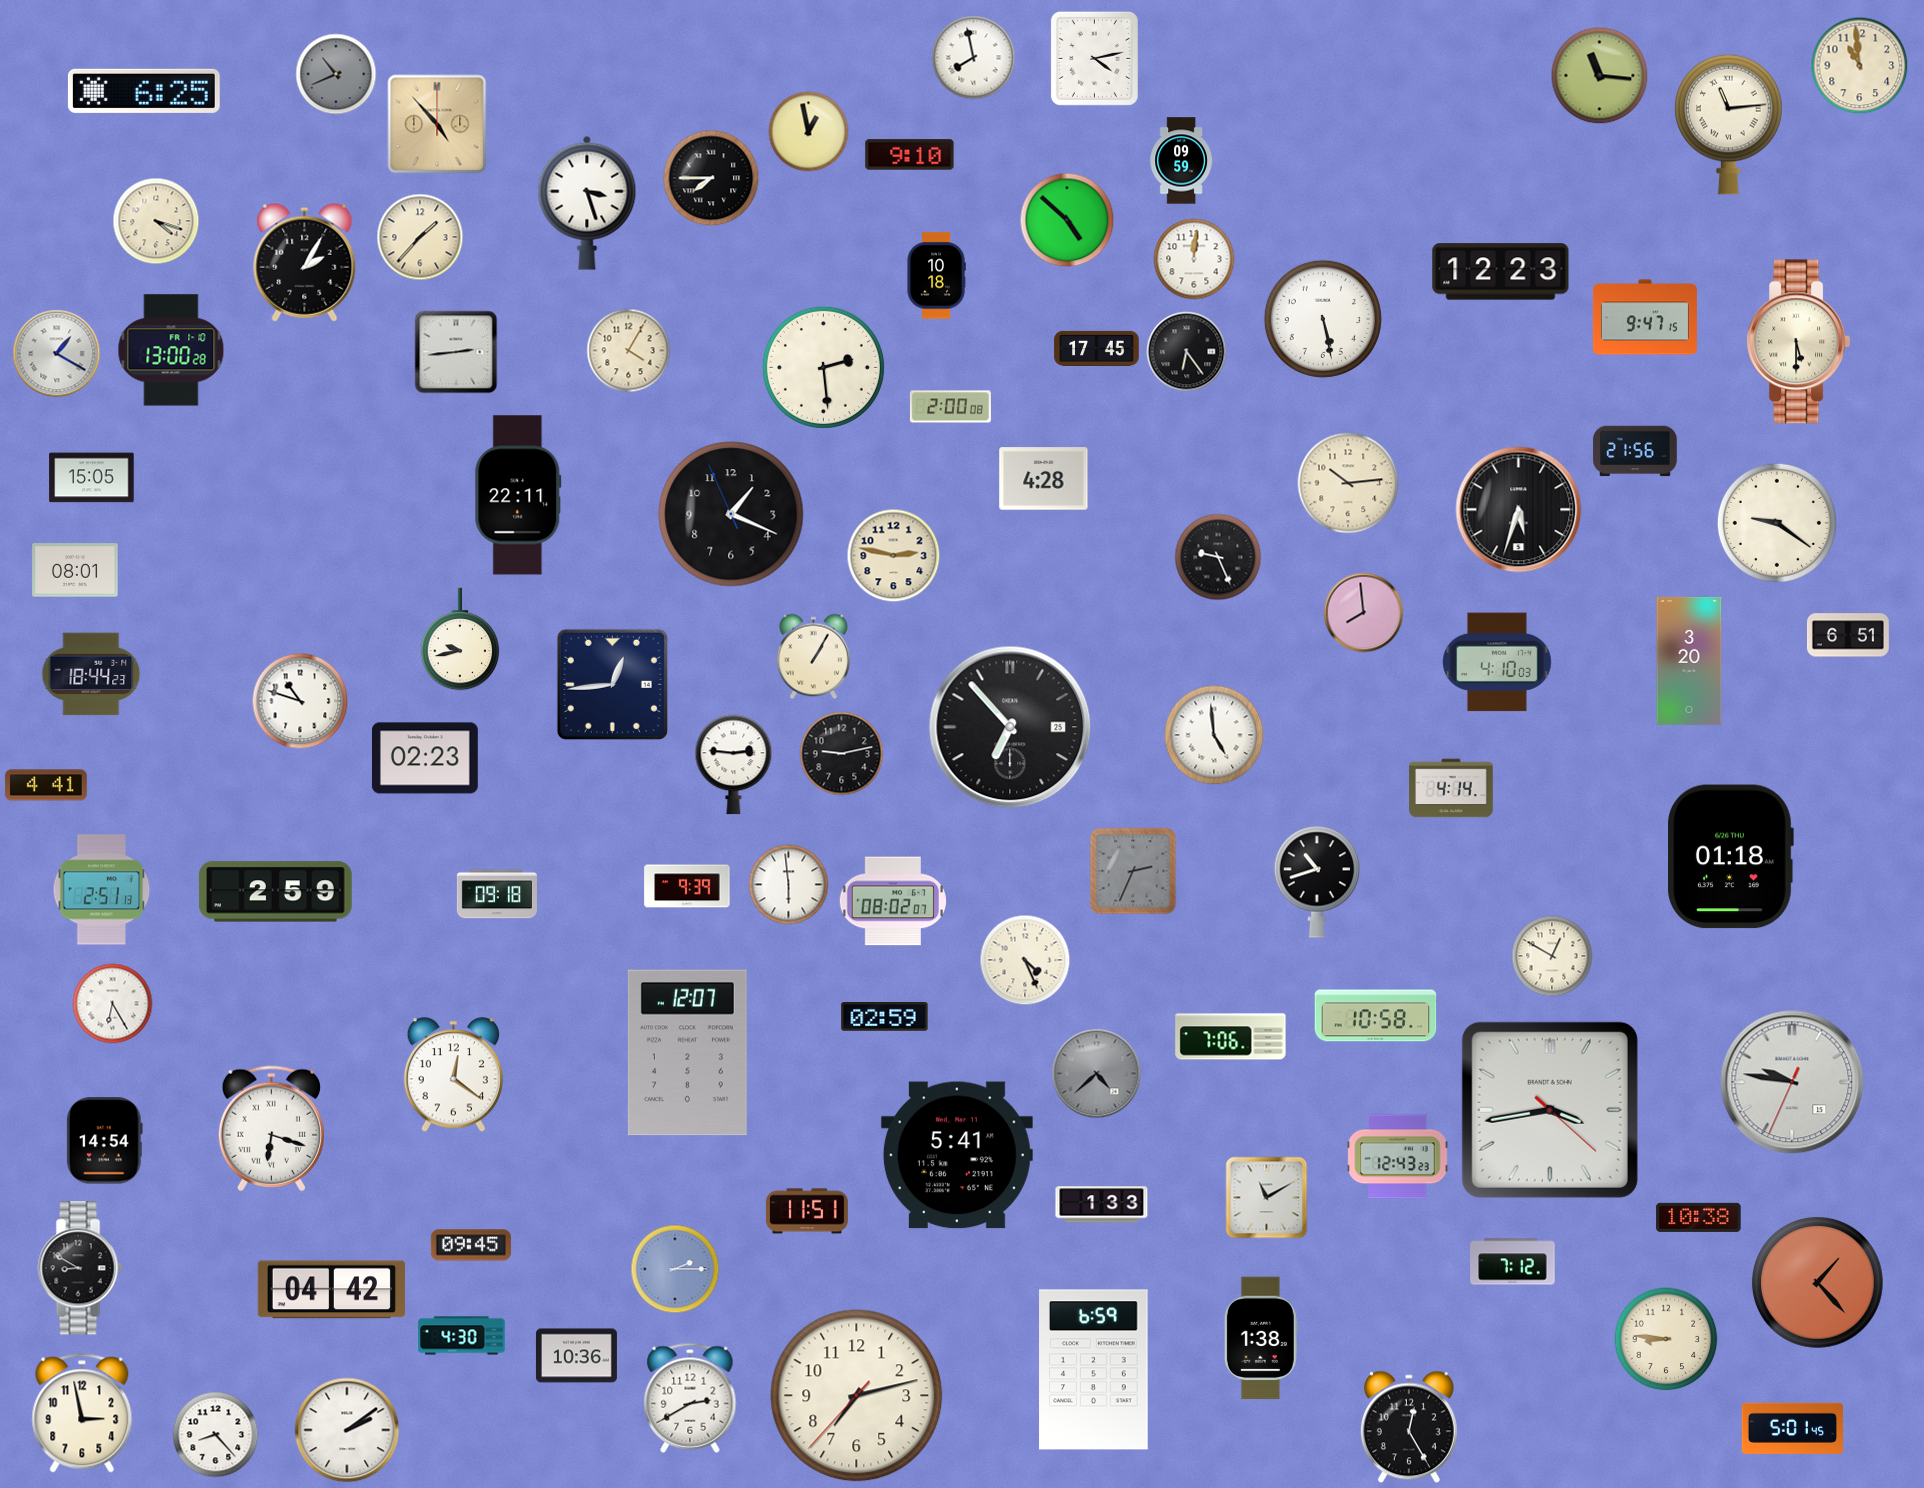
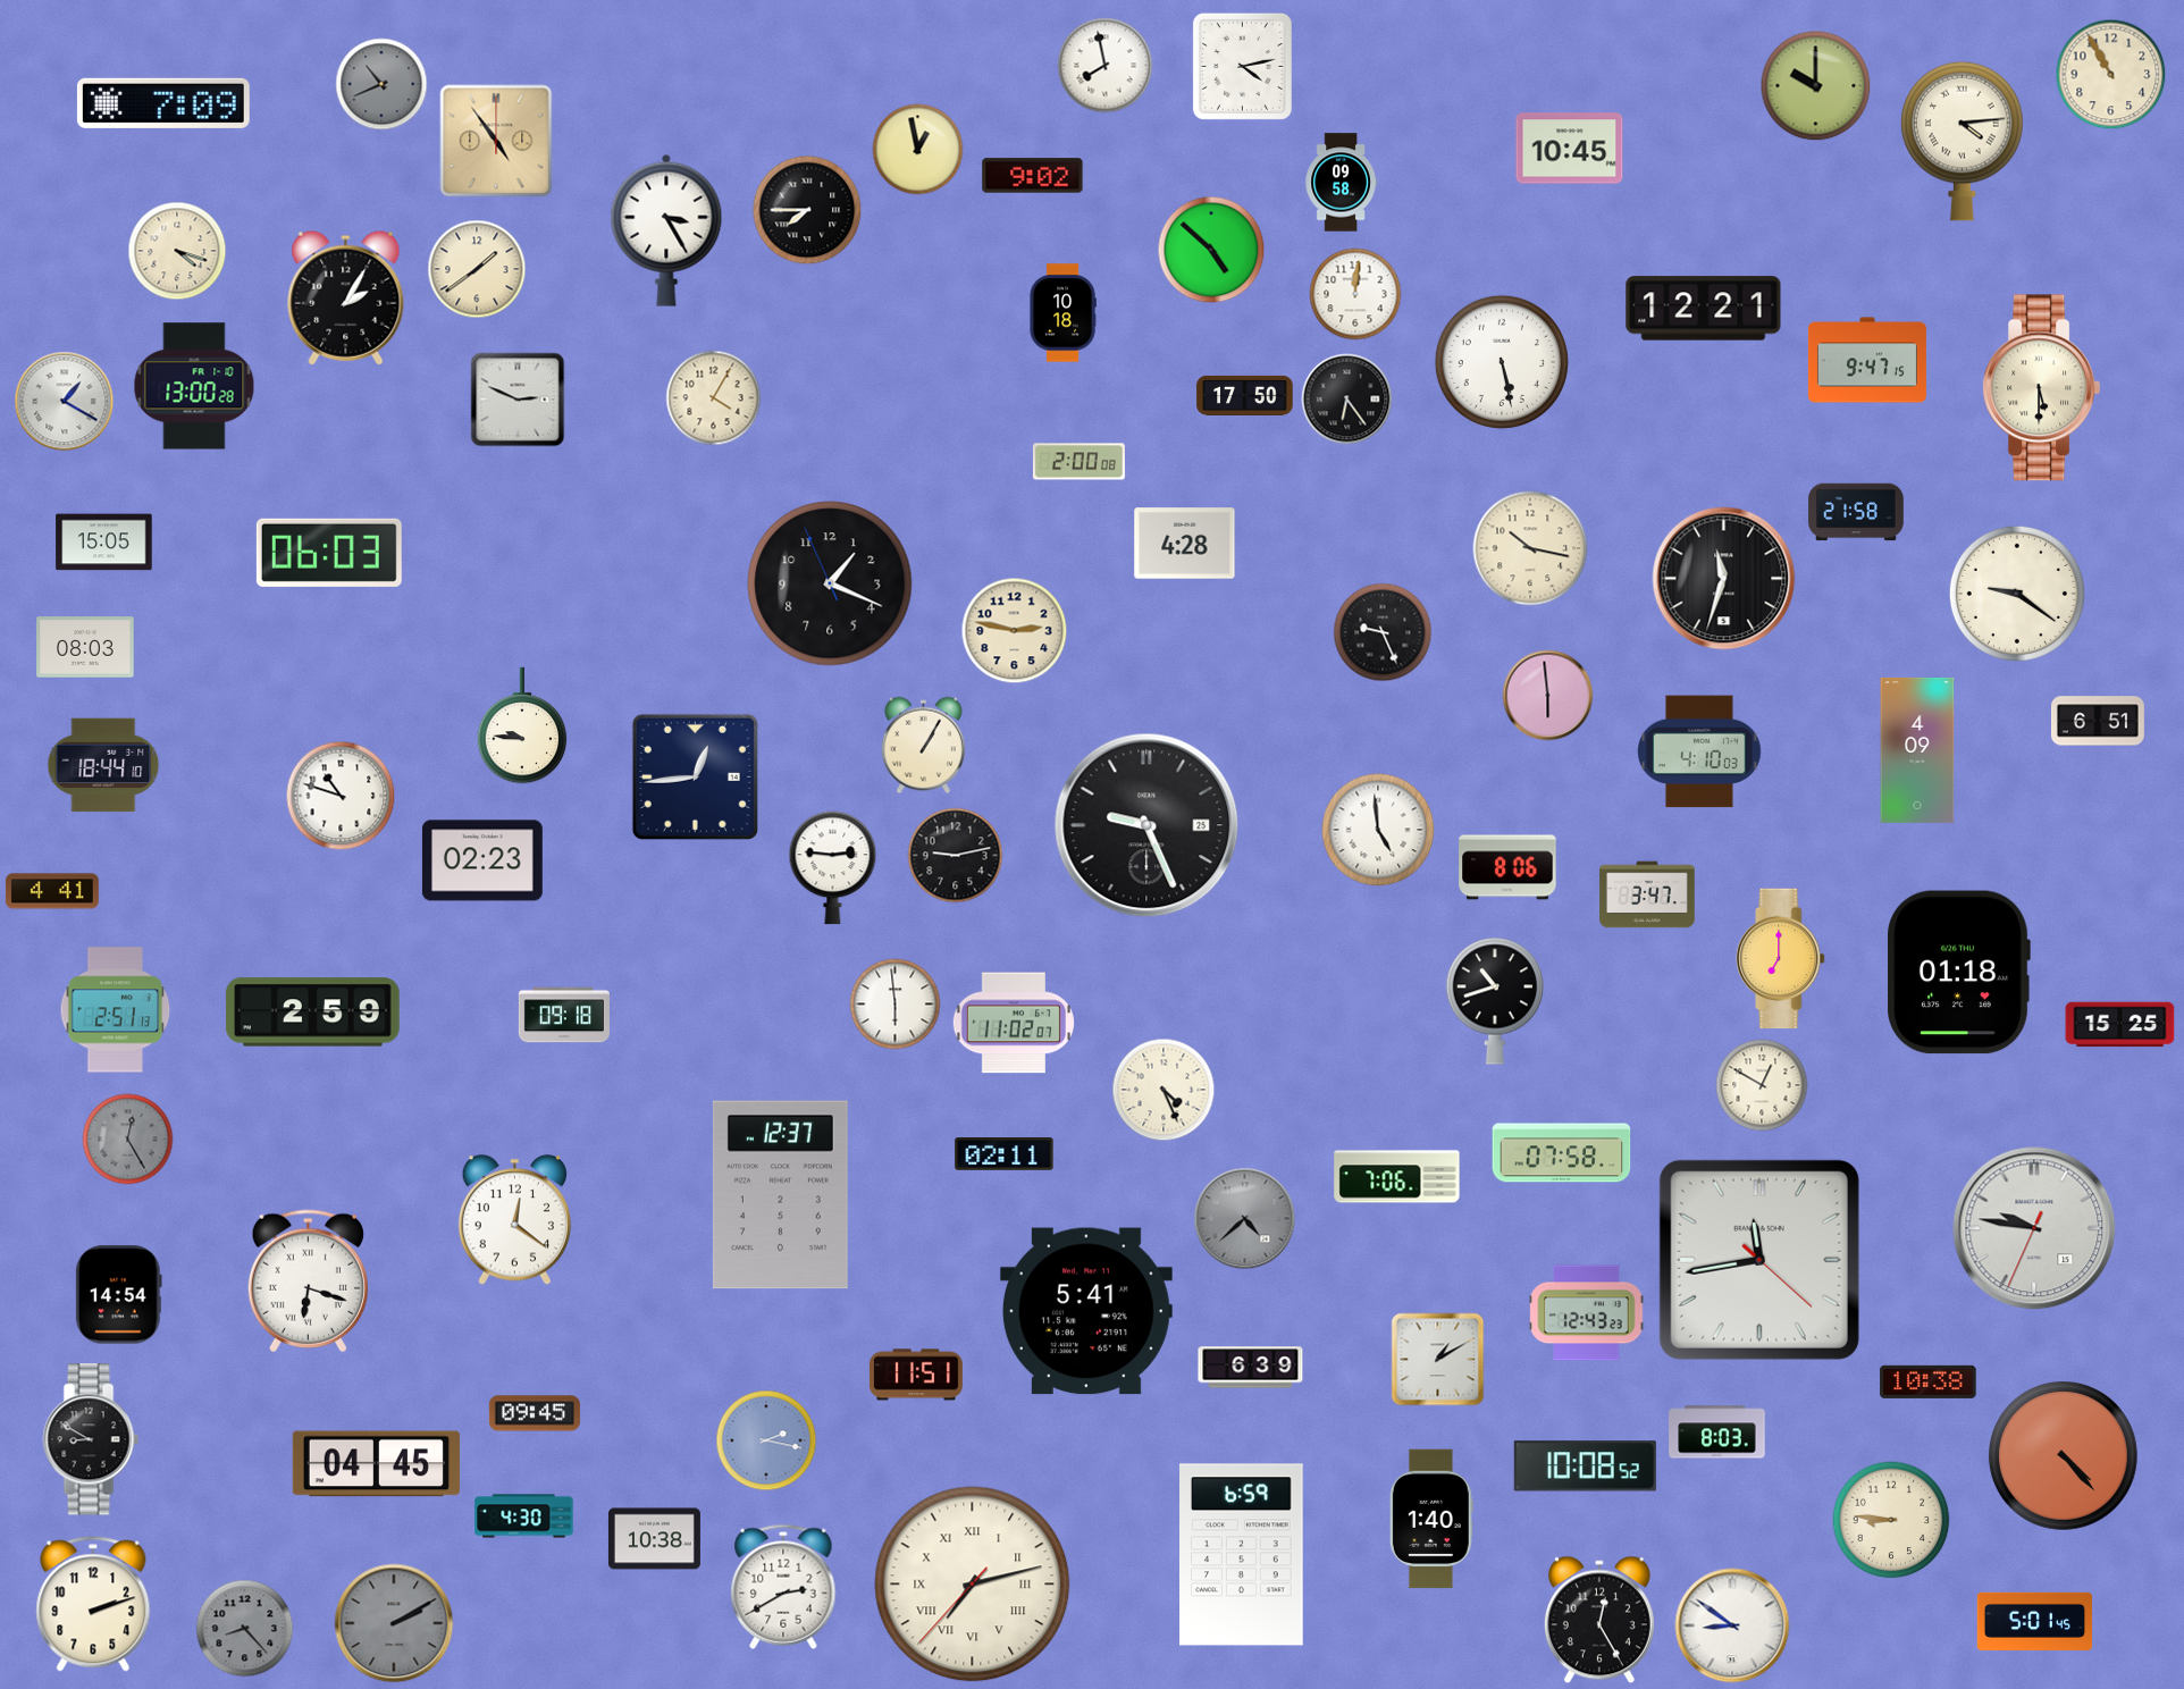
clock at (1860, 66): 10:59 -> 10:55
clock at (1600, 76): 11:16 -> 10:00
clock at (144, 91): 6:25 -> 7:09
clock at (437, 124): 4:53 -> 4:54
clock at (1729, 124): 11:14 -> 4:14
clock at (1570, 149): none -> 10:45
clock at (910, 155): 9:10 -> 9:02
clock at (1181, 161): 09:59 -> 09:58
clock at (711, 178) position: (711, 178) -> (807, 210)
clock at (587, 203): 3:27 -> 3:25
clock at (420, 237): 1:37 -> 1:39
clock at (1501, 272): 12:23 -> 12:21
clock at (1097, 348): 17:45 -> 17:50
clock at (171, 350) position: (171, 350) -> (194, 386)
clock at (456, 352): 2:44 -> 2:49
clock at (823, 367): 2:29 -> none
clock at (1635, 451): 21:56 -> 21:58
clock at (1348, 483): 10:14 -> 10:17
clock at (329, 553): none -> 06:03
clock at (518, 495): 22:11 -> none
clock at (1519, 510): 5:33 -> 11:33
clock at (75, 570): 08:01 -> 08:03
clock at (1364, 613): 7:59 -> 5:59
clock at (460, 639): 9:43 -> 9:46
clock at (1689, 661): 3:20 -> 4:09
clock at (91, 674): 18:44:23 -> 18:44:10
clock at (1010, 727): 6:53 -> 9:26
clock at (1214, 735) position: (1214, 735) -> (1378, 830)
clock at (1507, 867): none -> 8:06
clock at (1451, 788): 4:14 -> 3:47
clock at (1781, 959): none -> 7:00
clock at (1730, 857) position: (1730, 857) -> (1958, 973)
clock at (1133, 871): 2:34 -> none
clock at (687, 886): 9:39 -> none
clock at (893, 901): 08:02 -> 11:02
clock at (2120, 1025): none -> 15:25
clock at (113, 1004): 6:25 -> 12:25
clock at (113, 1004) dial: white -> grey
clock at (1376, 1016): 10:58 -> 07:58
clock at (885, 1017): 02:59 -> 02:11
clock at (687, 1053): 12:07 -> 12:37
clock at (1550, 1110): 3:43 -> 11:43
clock at (1267, 1198): 11:10 -> 1:10
clock at (1102, 1205): 1:33 -> 6:39
clock at (1513, 1262): 7:12 -> 8:03
clock at (675, 1269): 2:15 -> 2:17
clock at (1817, 1282): 1:23 -> 4:23
clock at (331, 1290): 04:42 -> 04:45
clock at (1585, 1467): none -> 10:08
clock at (1261, 1338): 1:38 -> 1:40
clock at (576, 1356): 10:36 -> 10:38
clock at (857, 1396) numerals: Arabic -> Roman
clock at (82, 1413): 2:58 -> 2:12
clock at (347, 1430): 2:09 -> 2:10
clock at (347, 1430) dial: white -> grey
clock at (1732, 1625): none -> 8:51
clock at (216, 1435) dial: white -> grey
